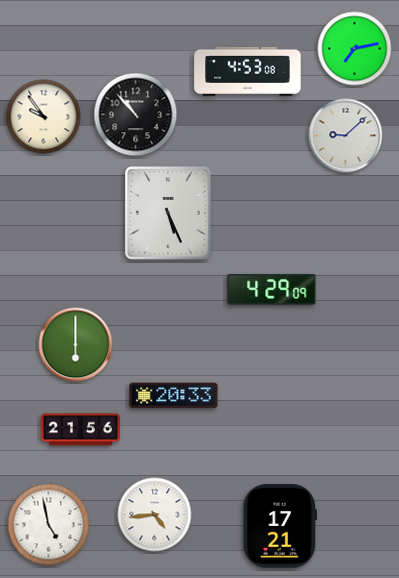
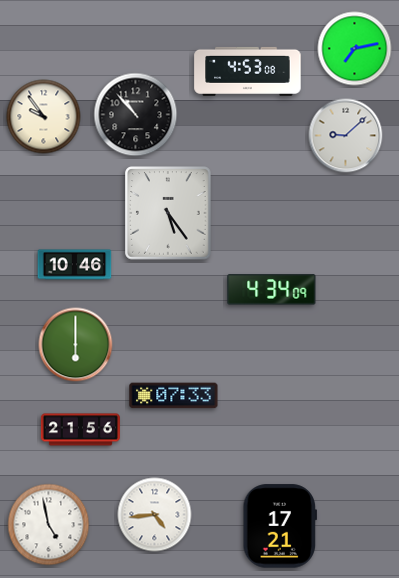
clock at (168, 213): 5:26 -> 5:24
clock at (75, 265): none -> 10:46
clock at (272, 290): 4:29 -> 4:34
clock at (174, 396): 20:33 -> 07:33
